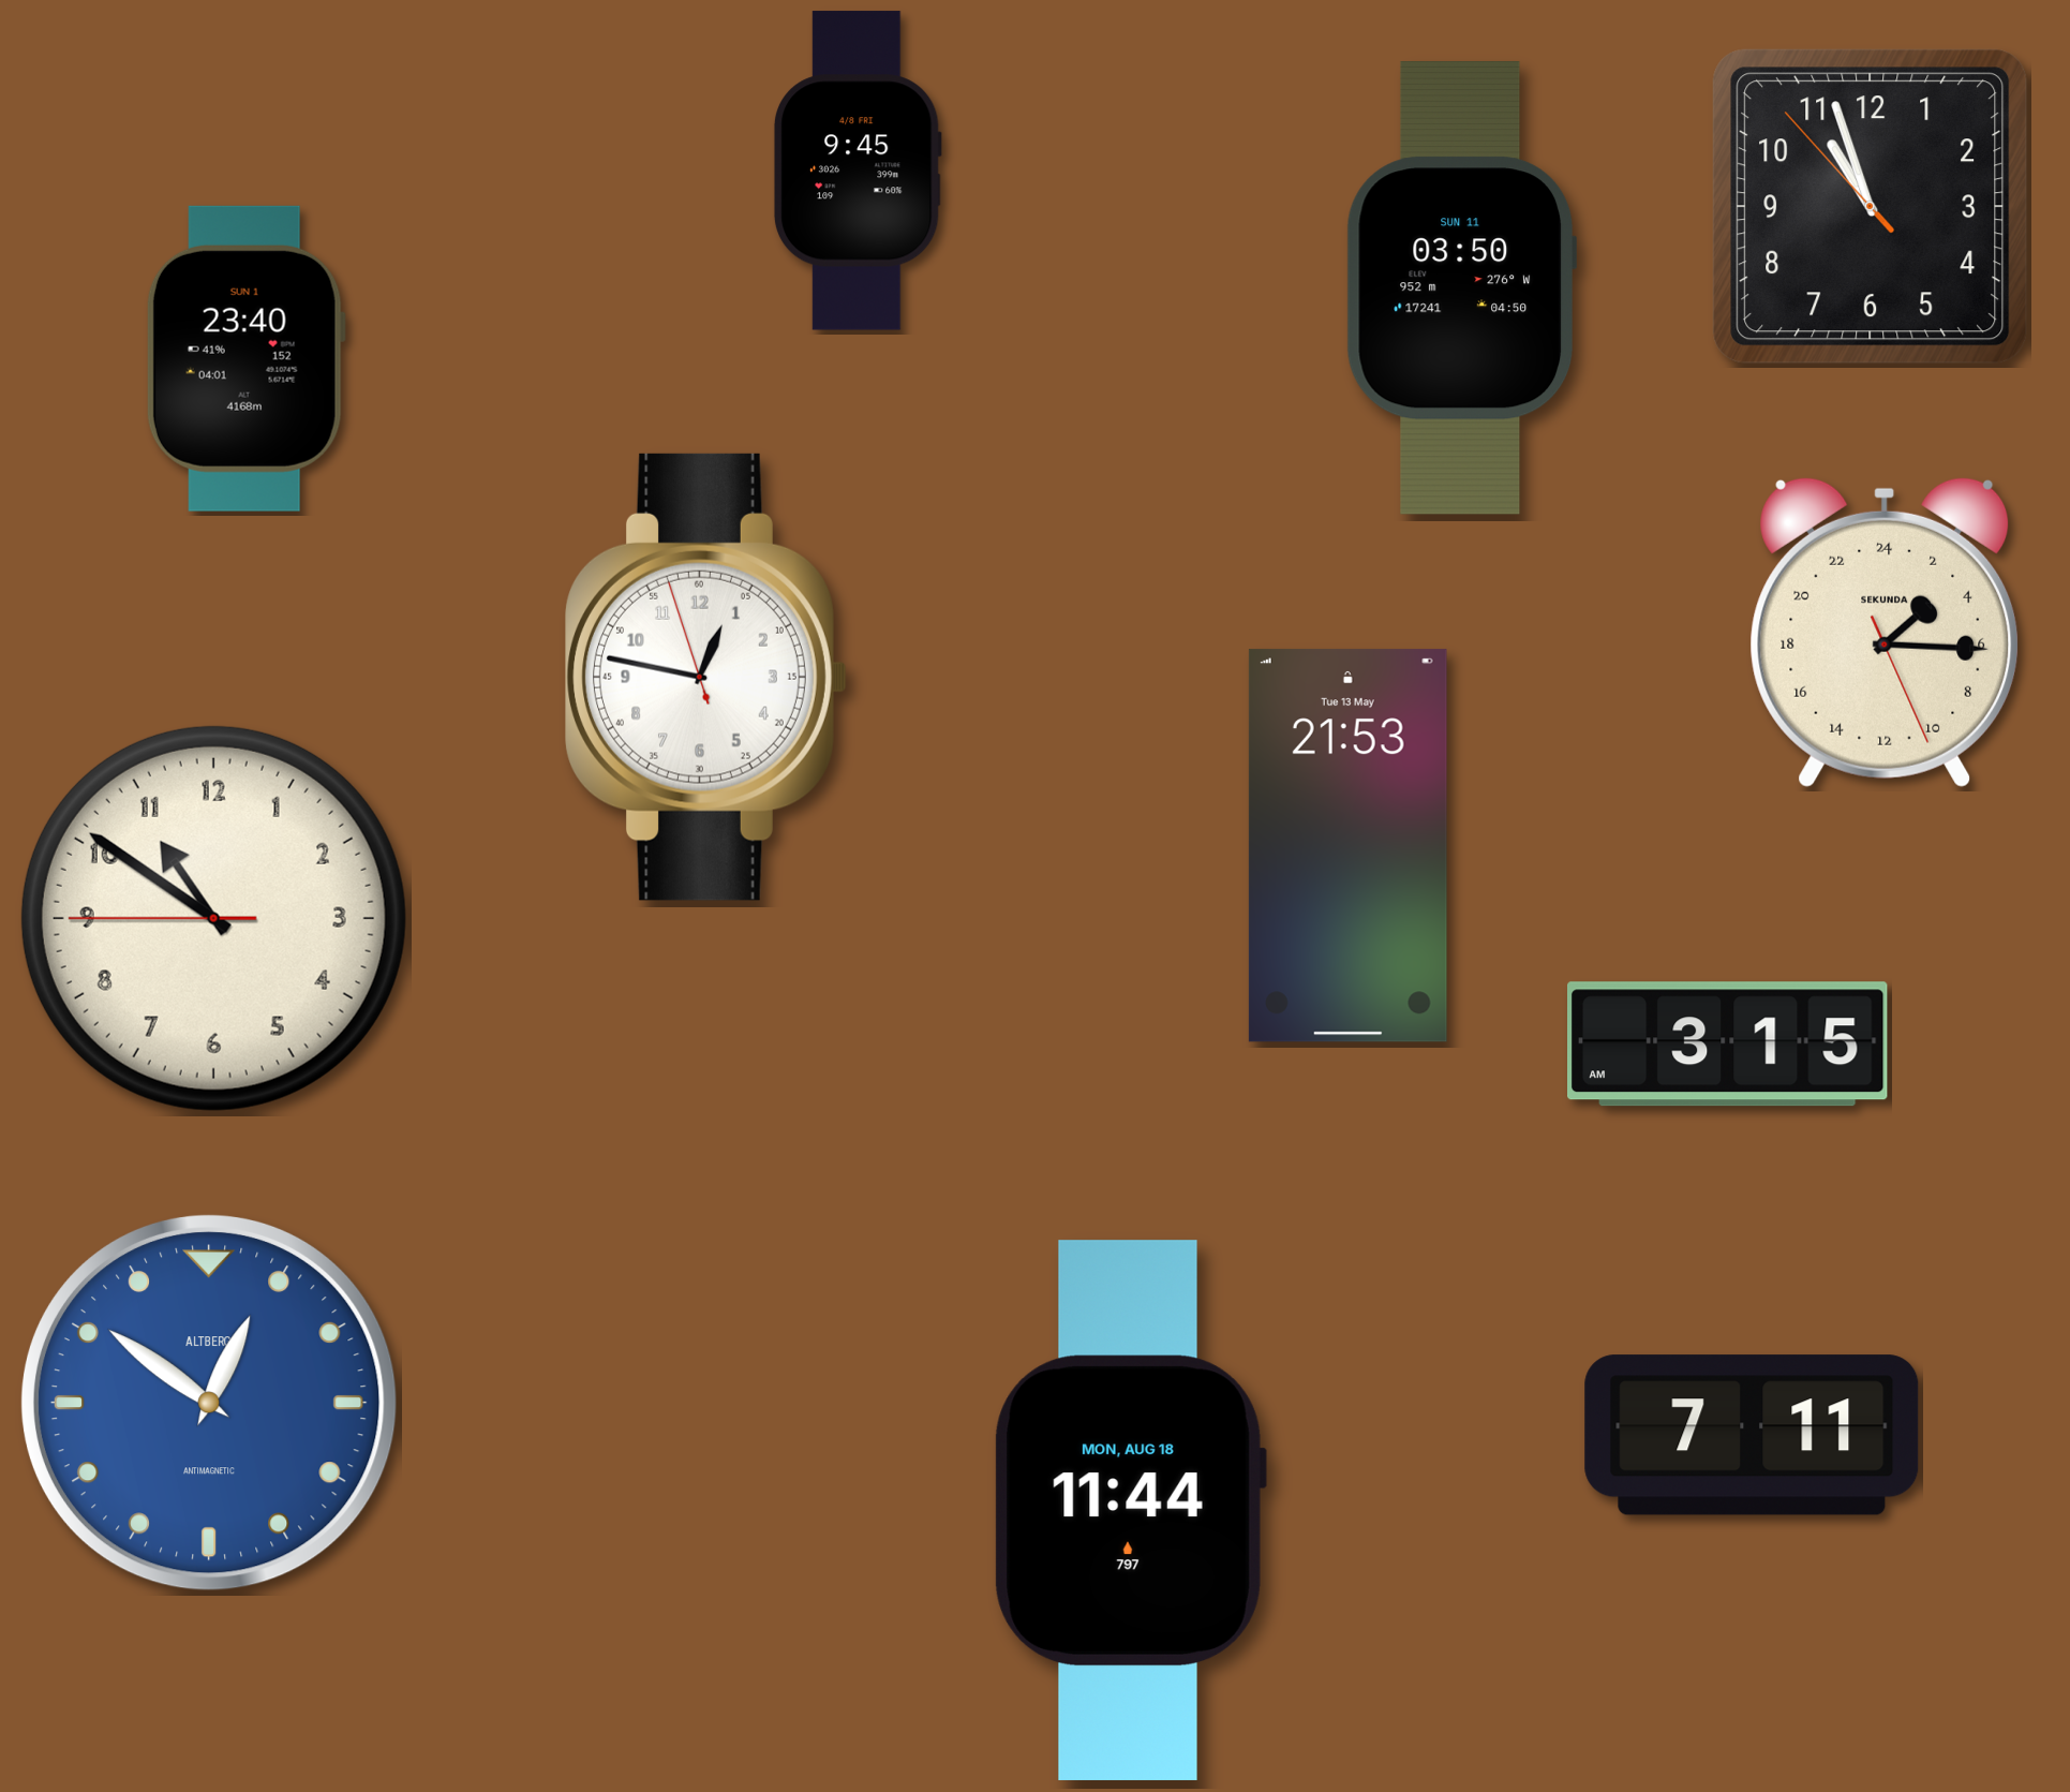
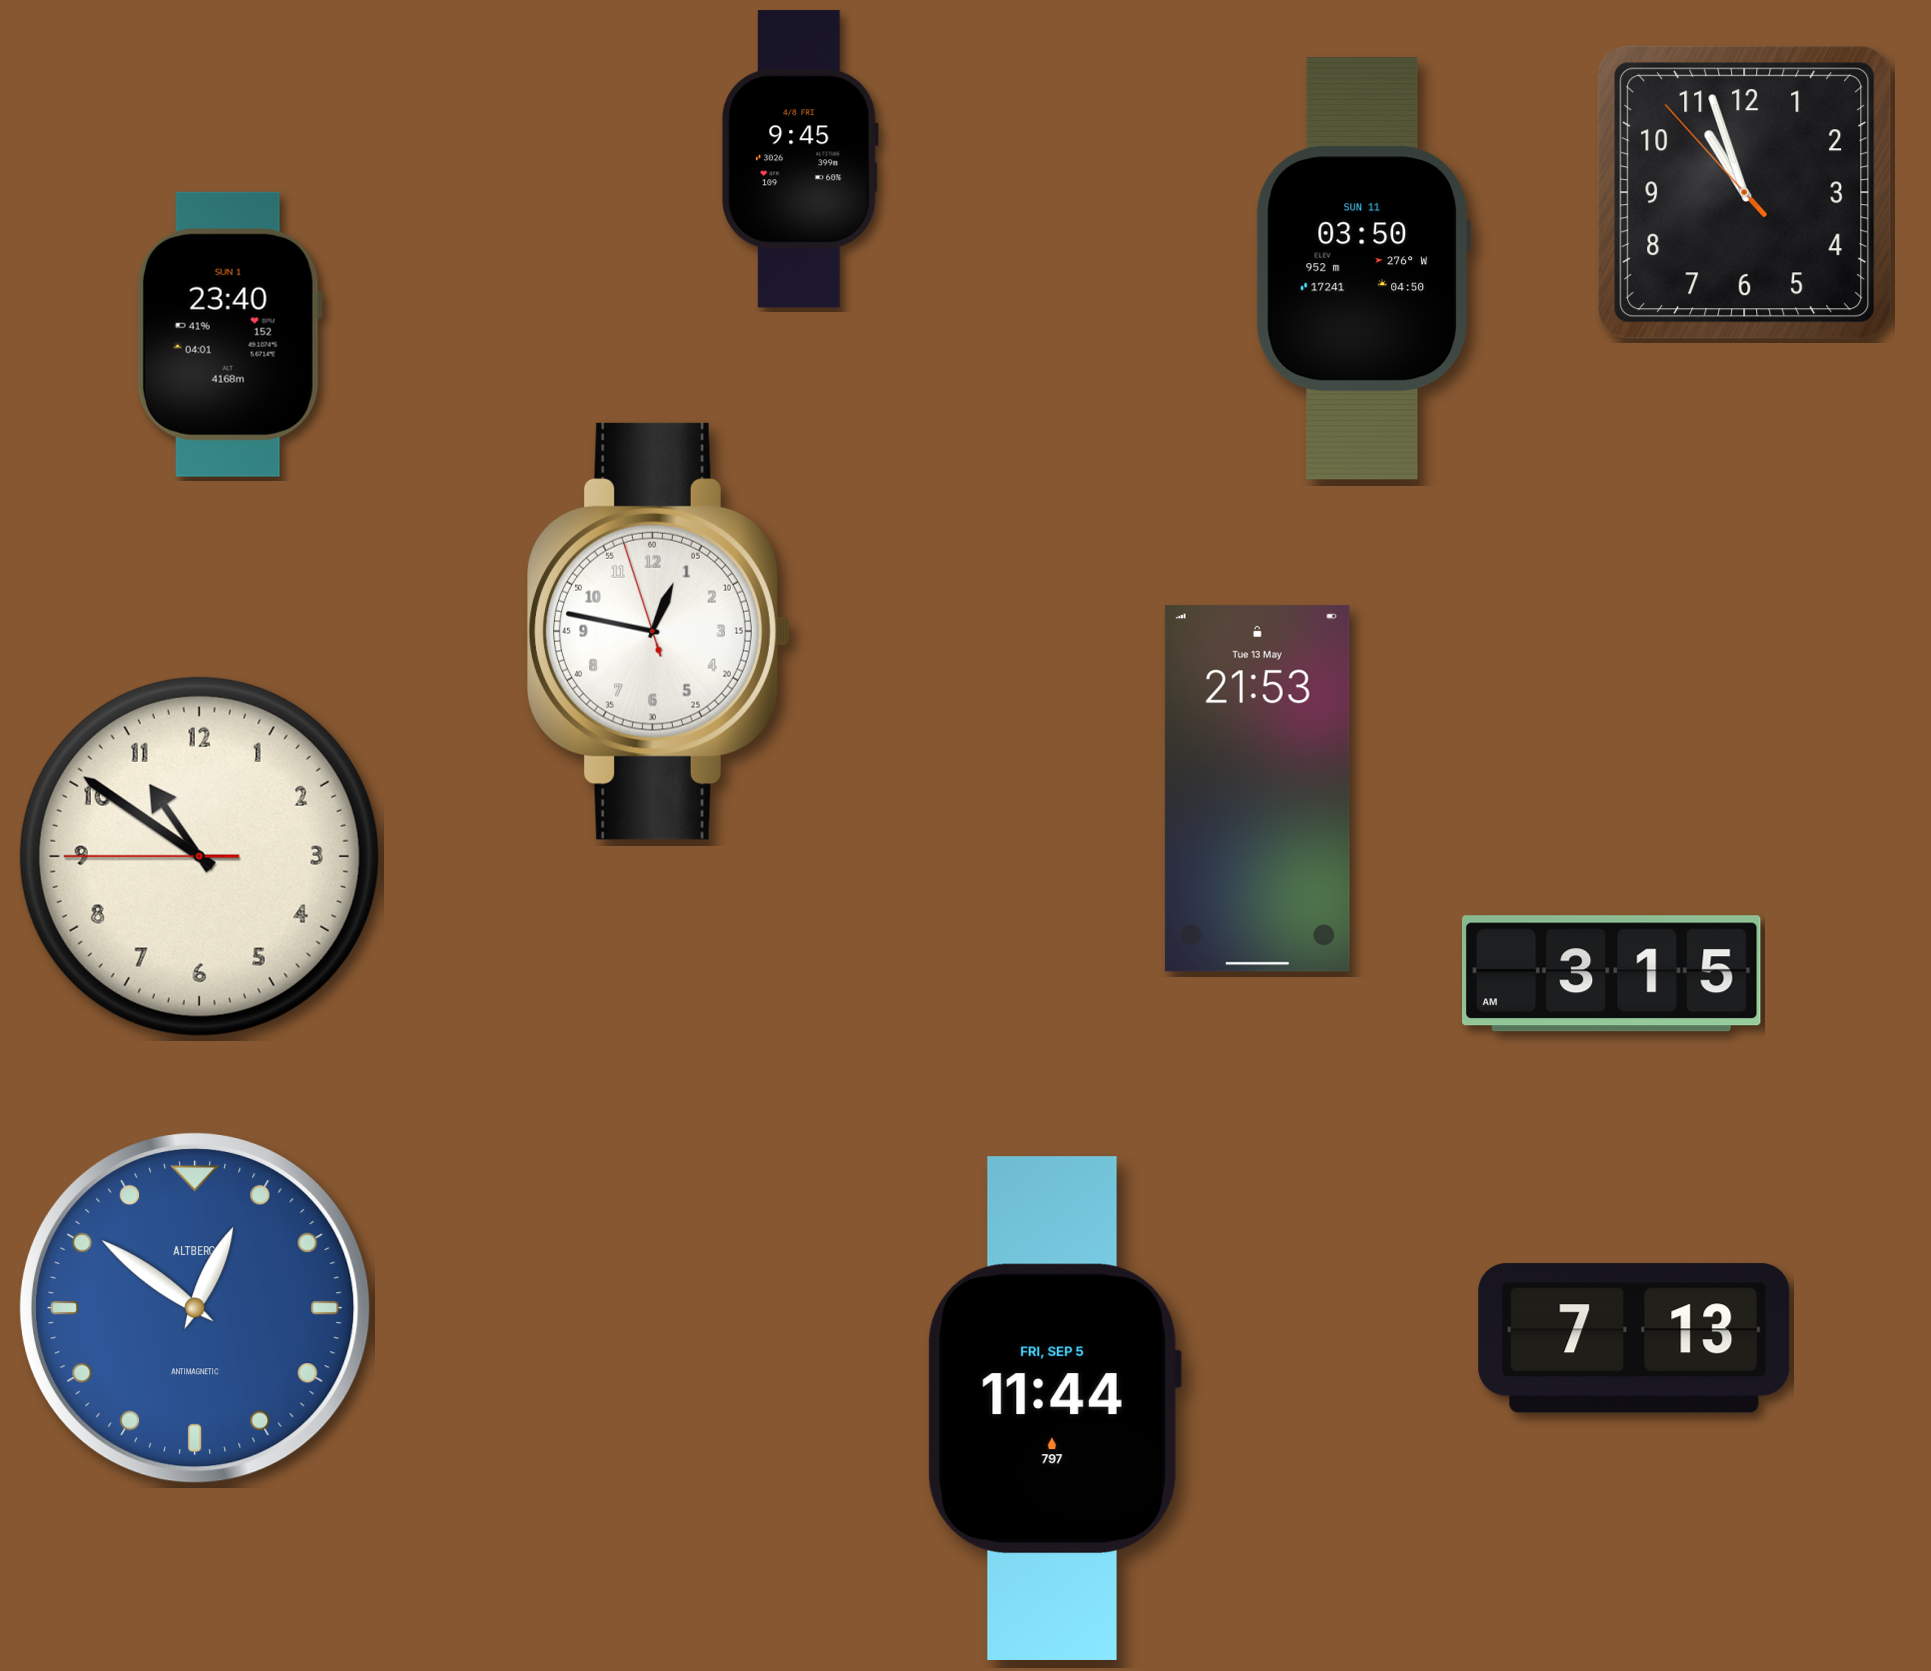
clock at (1885, 632): 3:15 -> none
clock at (1752, 1435): 7:11 -> 7:13
clock at (1130, 1510) date: MON, AUG 18 -> FRI, SEP 5
